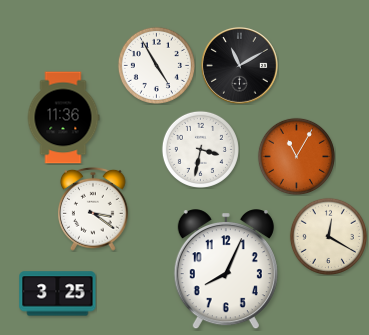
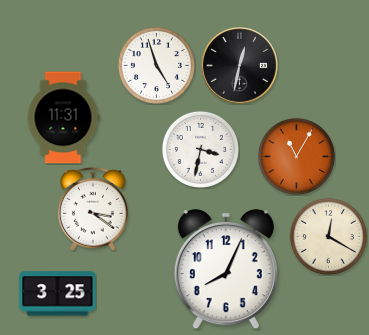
clock at (156, 65): 4:55 -> 4:57
clock at (240, 66): 11:10 -> 12:32
clock at (63, 118): 11:36 -> 11:31
